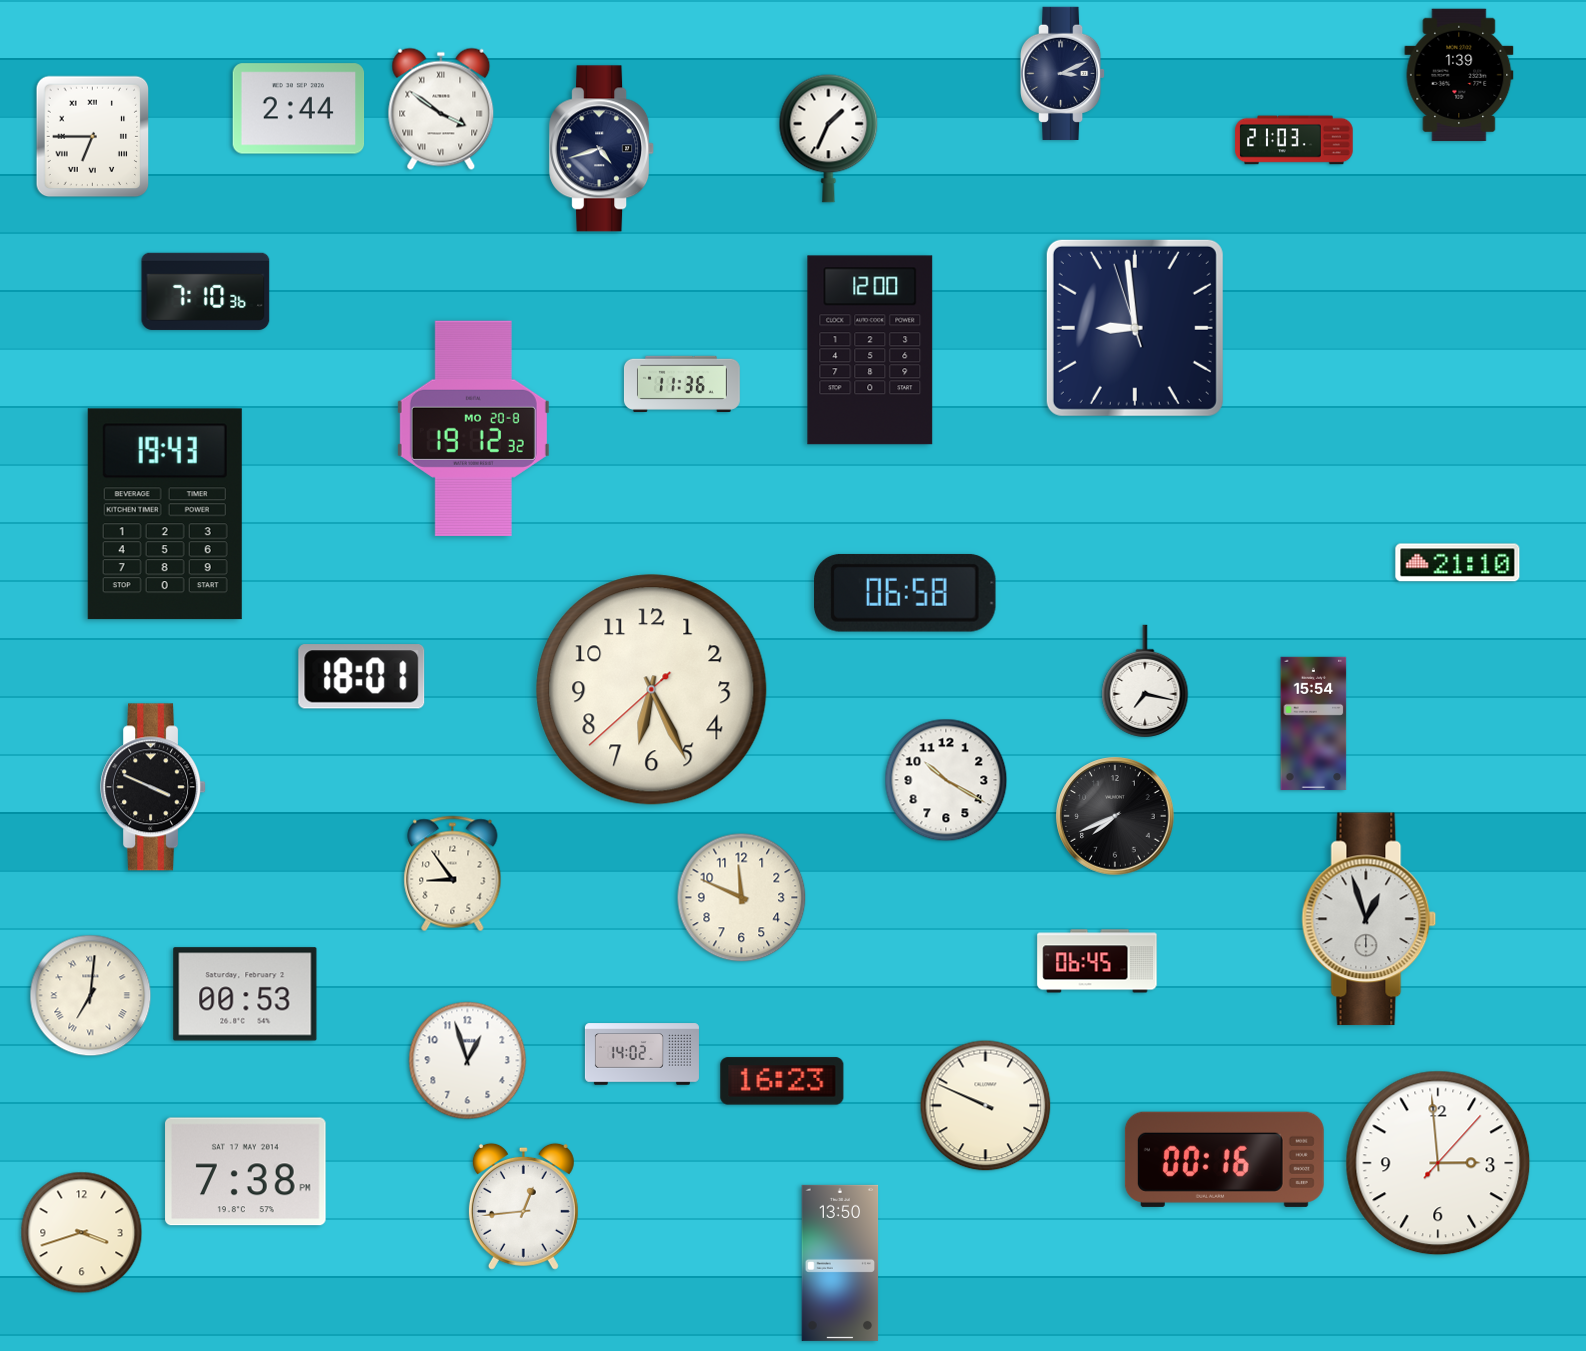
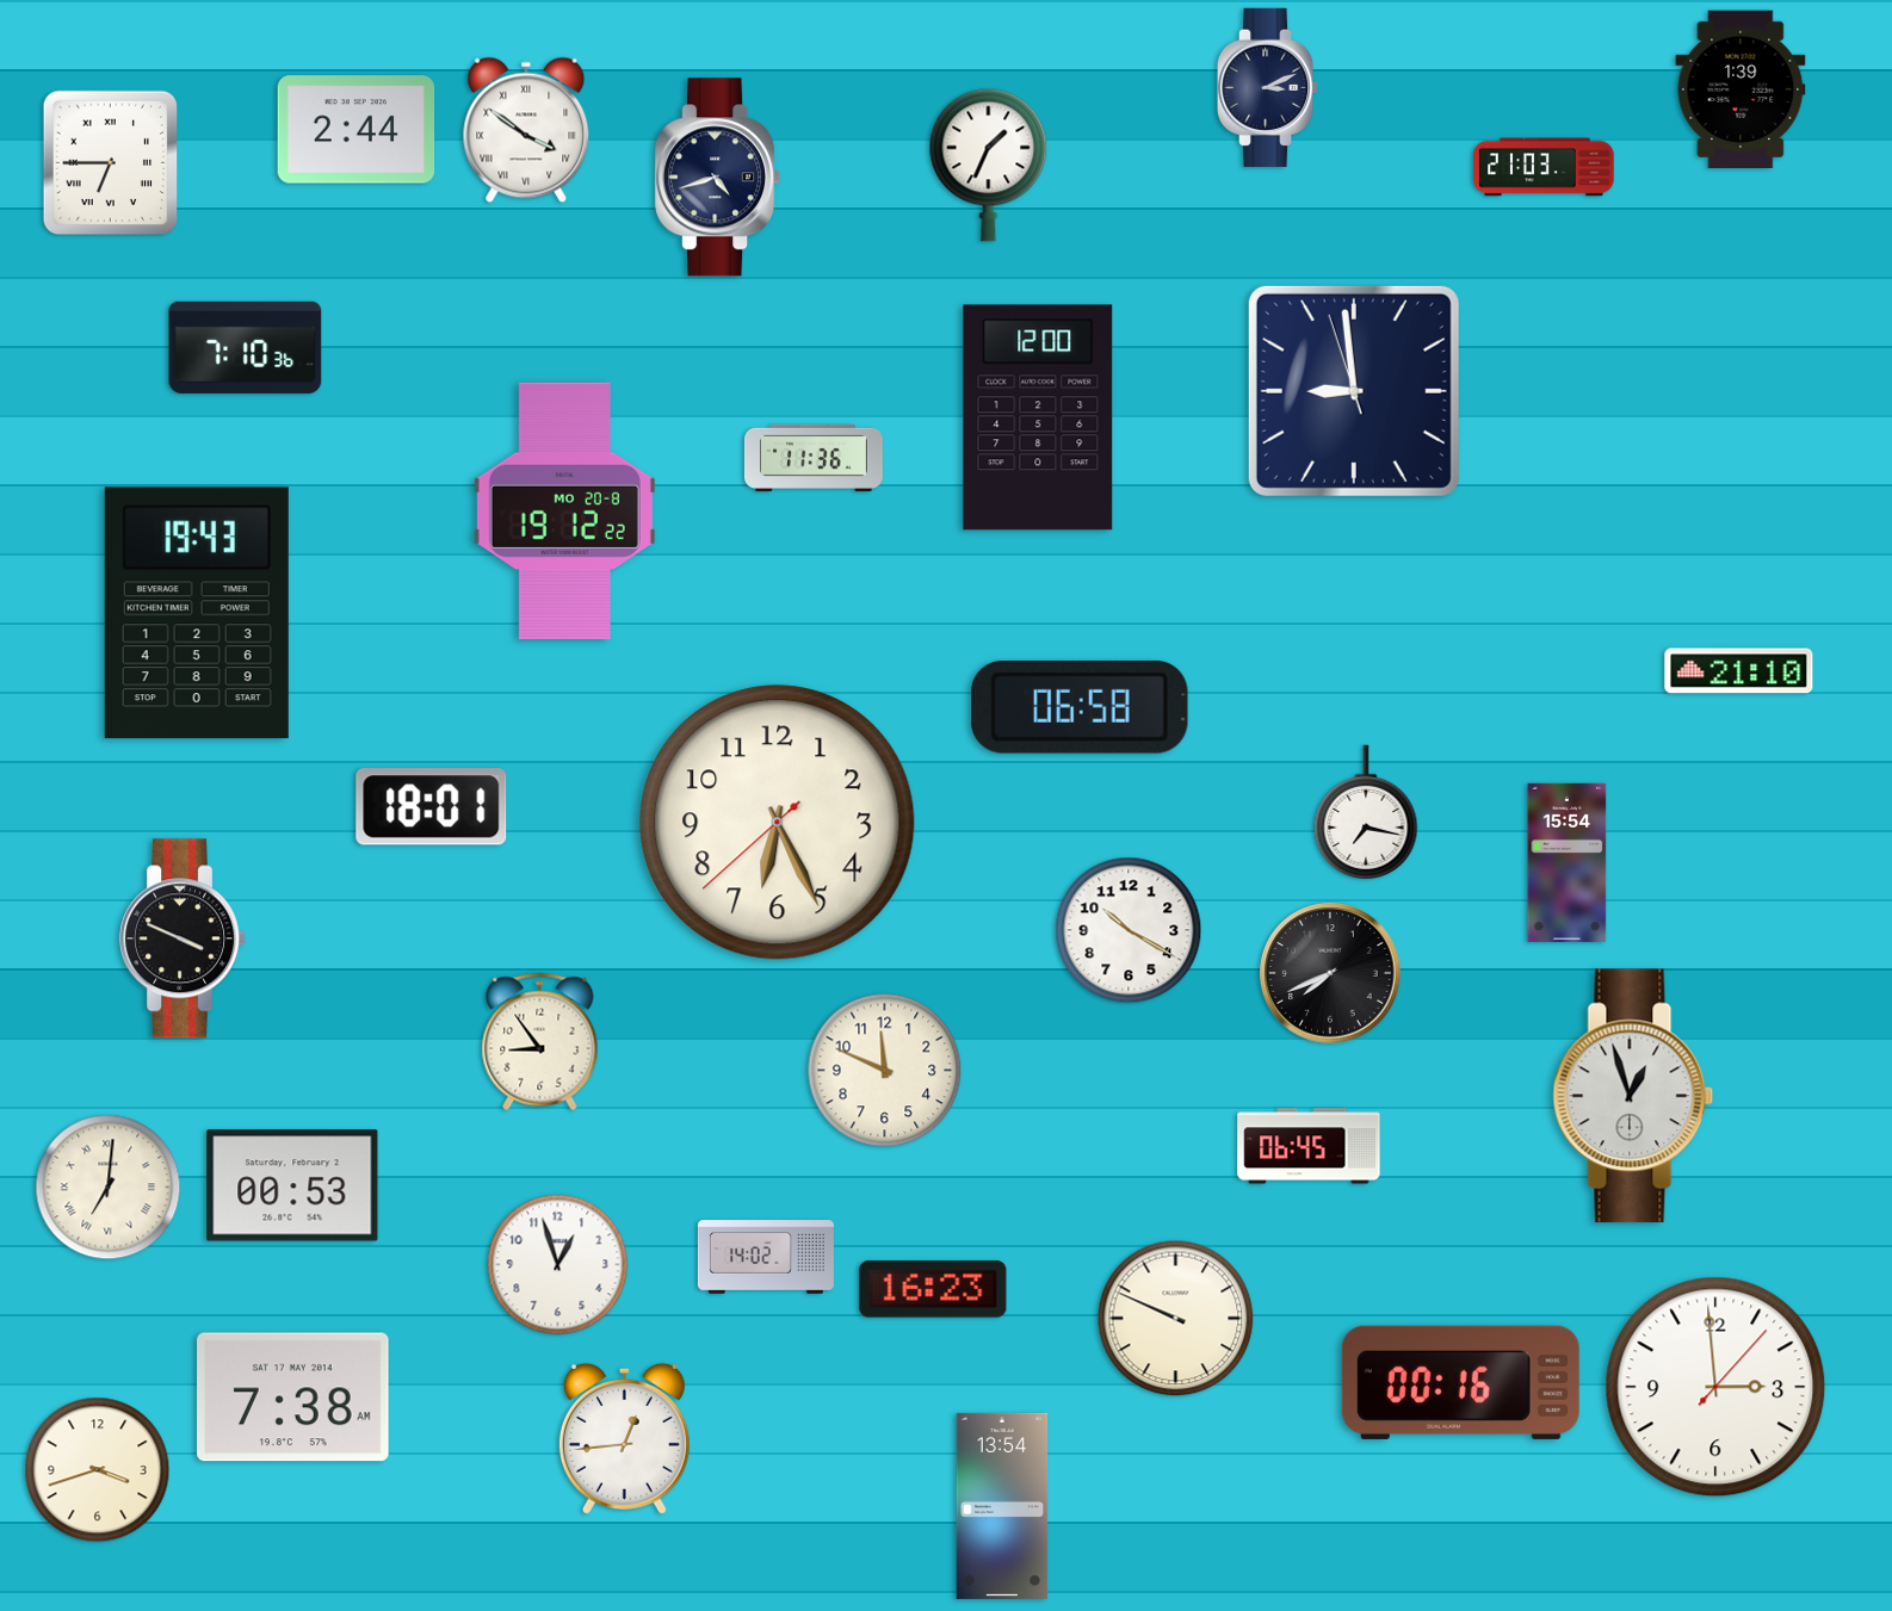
clock at (473, 428): 19:12:32 -> 19:12:22
clock at (246, 1172): 7:38 PM -> 7:38 AM
clock at (840, 1263): 13:50 -> 13:54
